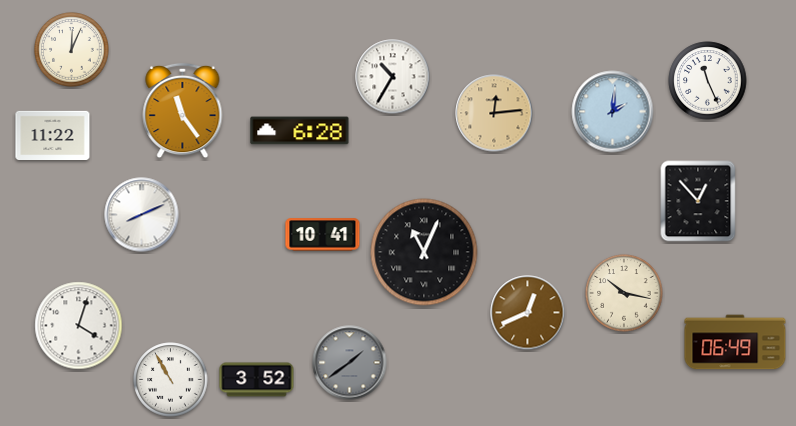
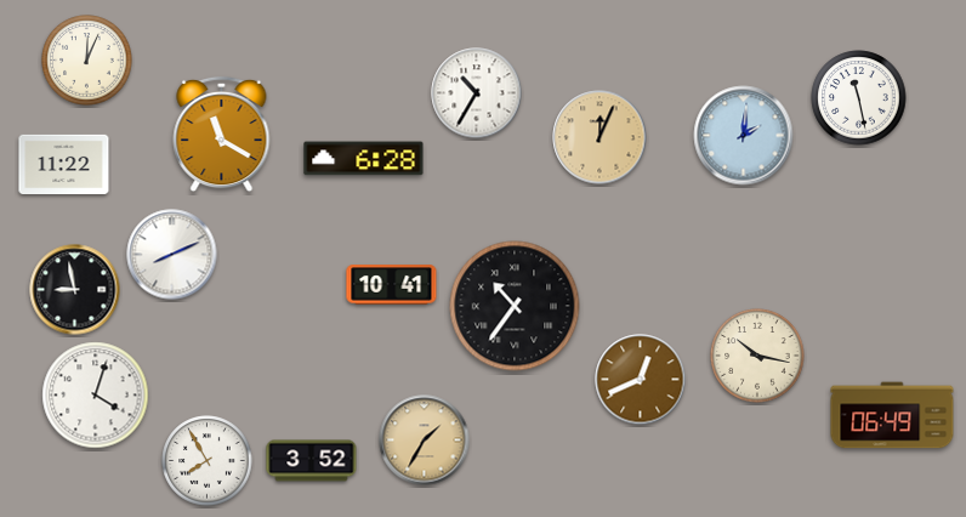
clock at (708, 81): 11:26 -> 11:28
clock at (183, 111): 11:24 -> 11:20
clock at (494, 113): 12:14 -> 12:04
clock at (698, 201): 12:53 -> none
clock at (142, 215) position: (142, 215) -> (172, 255)
clock at (75, 290): none -> 8:58
clock at (424, 252): 11:04 -> 10:36
clock at (350, 363): 1:39 -> 1:35
clock at (350, 363) dial: grey -> champagne
clock at (171, 380): 10:55 -> 7:55
